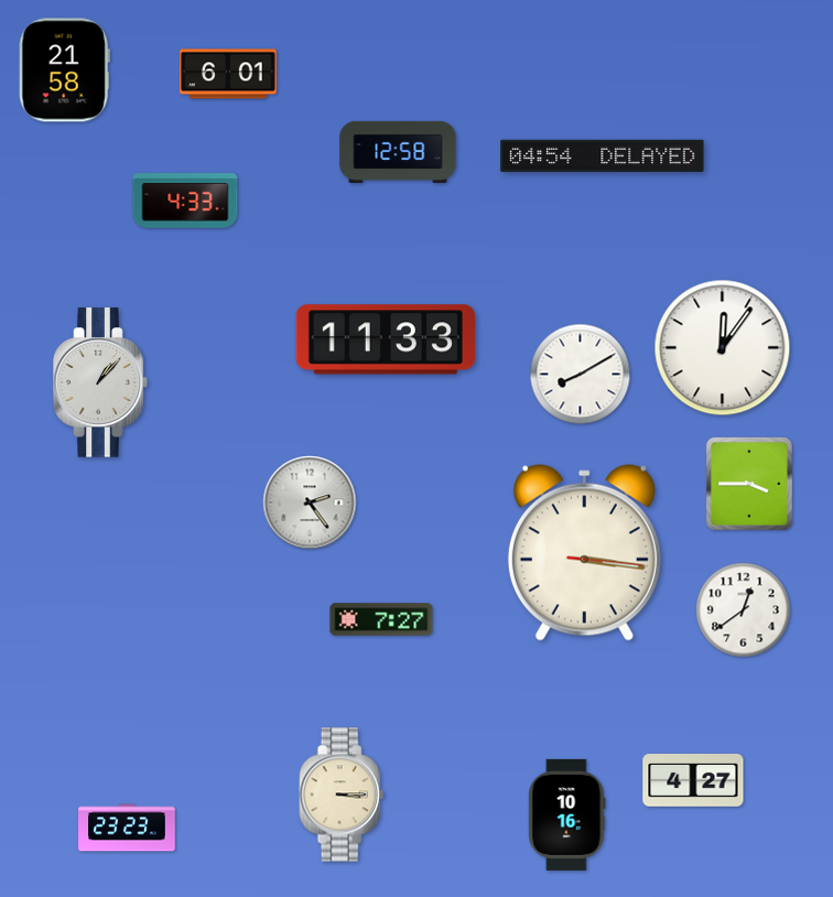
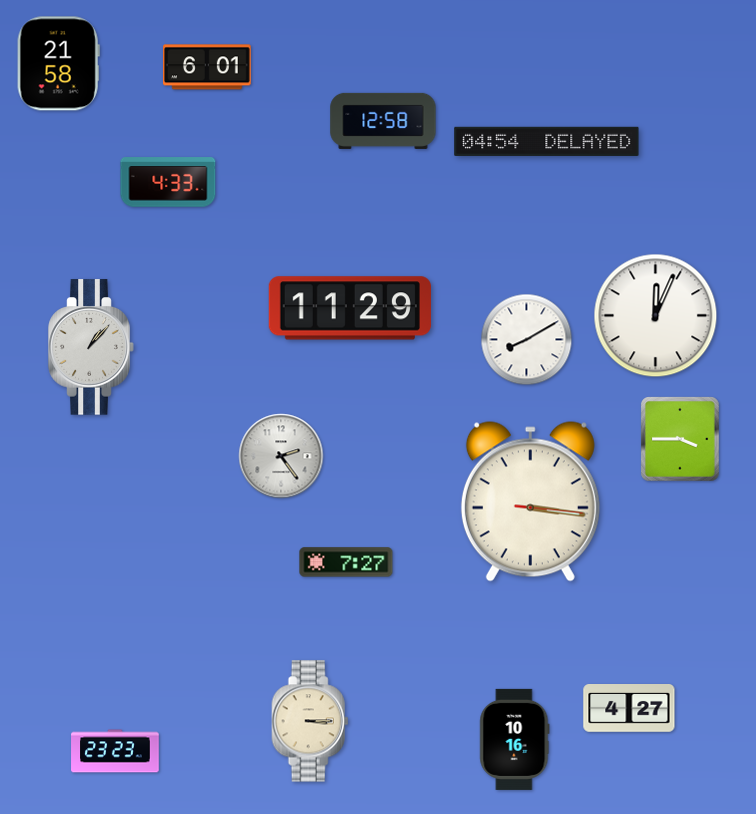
clock at (398, 152) position: (398, 152) -> (383, 121)
clock at (386, 339): 11:33 -> 11:29
clock at (723, 348): 12:06 -> 12:04
clock at (744, 610): 12:39 -> none
